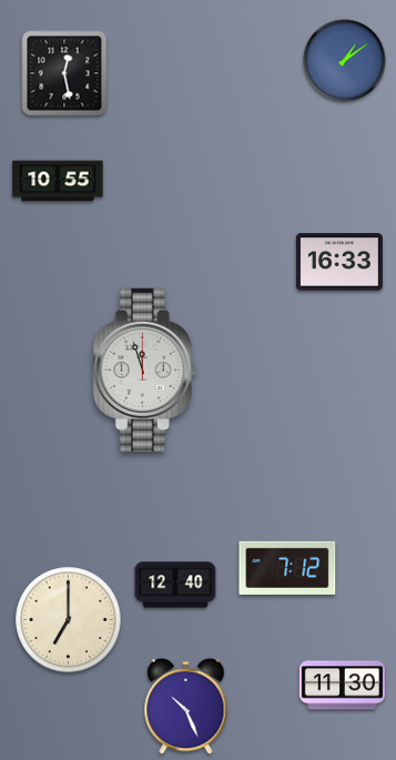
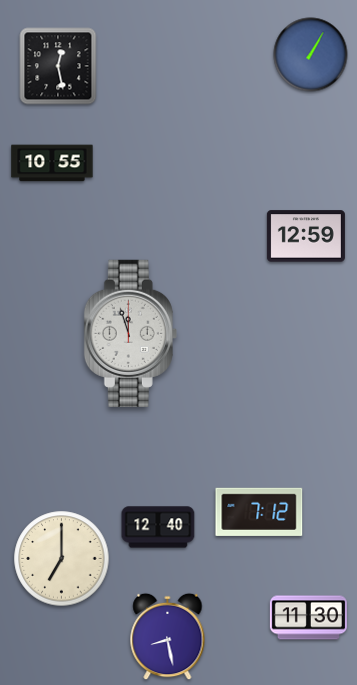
clock at (345, 61): 1:09 -> 1:05
clock at (339, 262): 16:33 -> 12:59
clock at (186, 707): 10:26 -> 8:28
